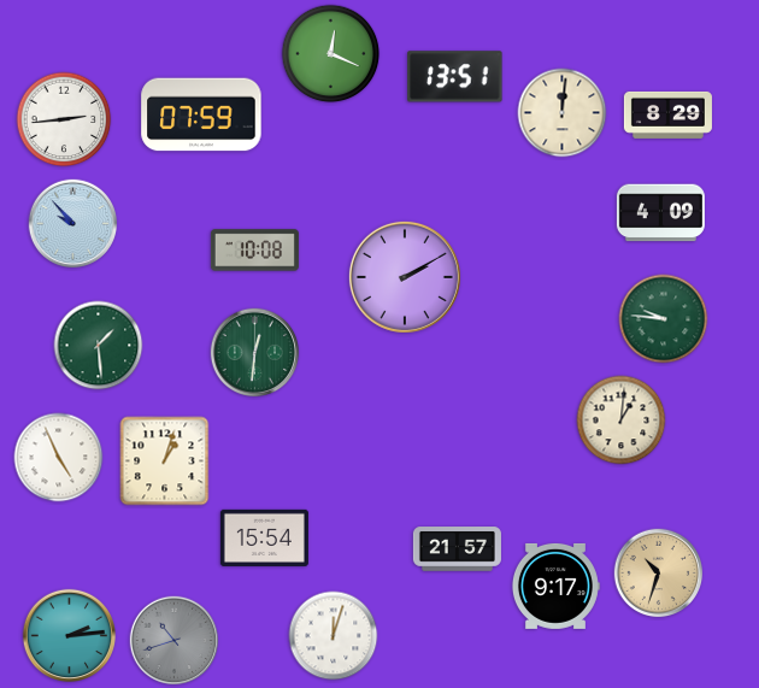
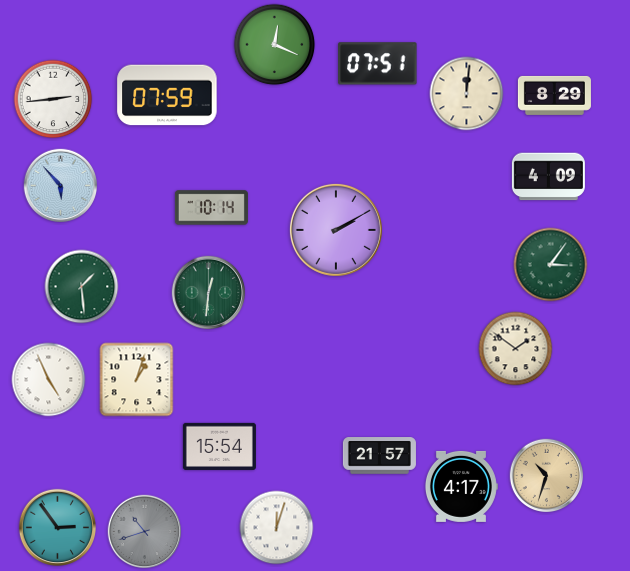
clock at (455, 77): 13:51 -> 07:51
clock at (73, 224): 9:53 -> 5:53
clock at (254, 251): 10:08 -> 10:14
clock at (664, 319): 9:46 -> 3:06
clock at (255, 353) position: (255, 353) -> (209, 293)
clock at (622, 421): 1:01 -> 1:51
clock at (165, 461) position: (165, 461) -> (137, 380)
clock at (555, 586): 9:17 -> 4:17
clock at (69, 635): 2:14 -> 2:54
